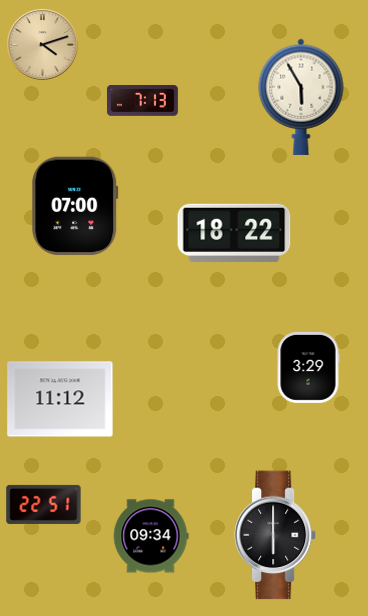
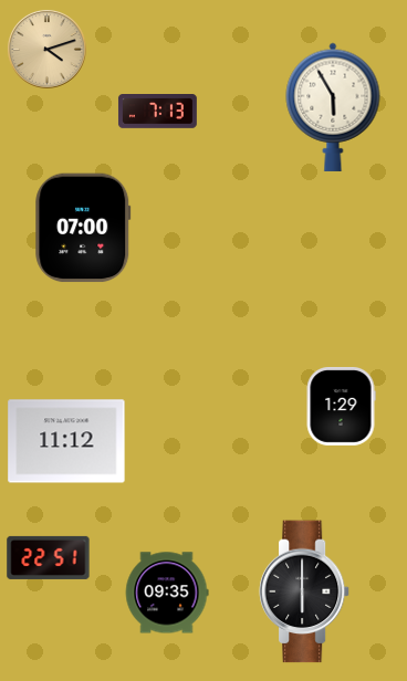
clock at (234, 233): 18:22 -> none
clock at (308, 367): 3:29 -> 1:29
clock at (151, 536): 09:34 -> 09:35
